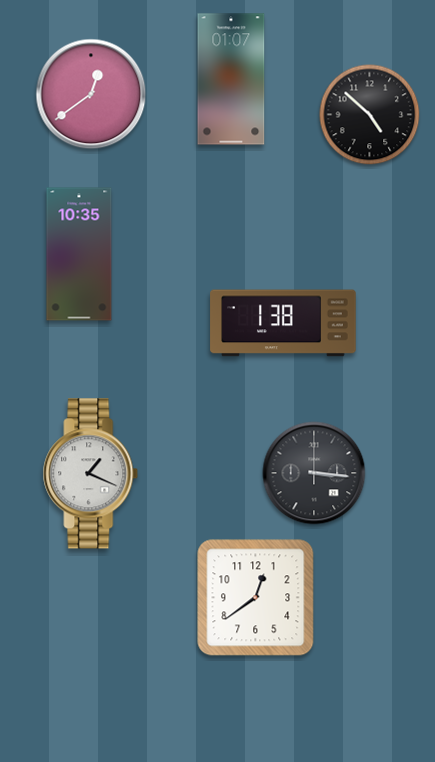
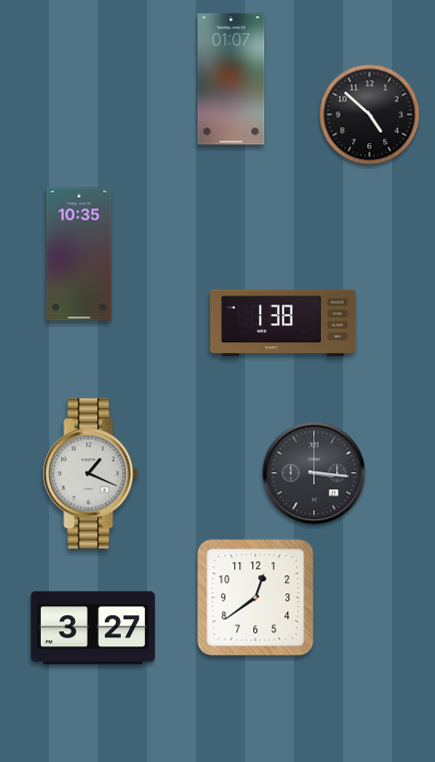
clock at (91, 94): 12:39 -> none
clock at (93, 628): none -> 3:27
